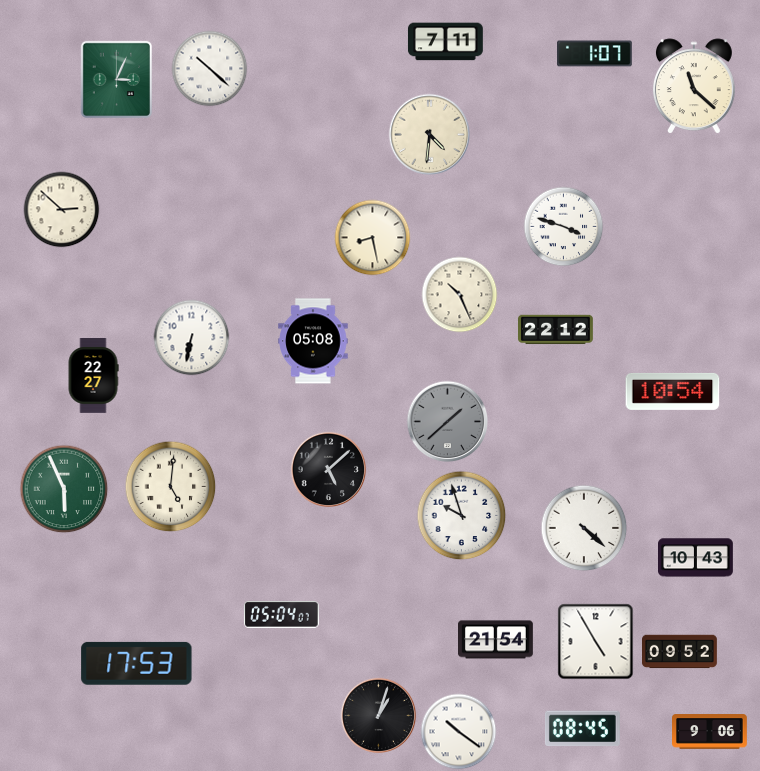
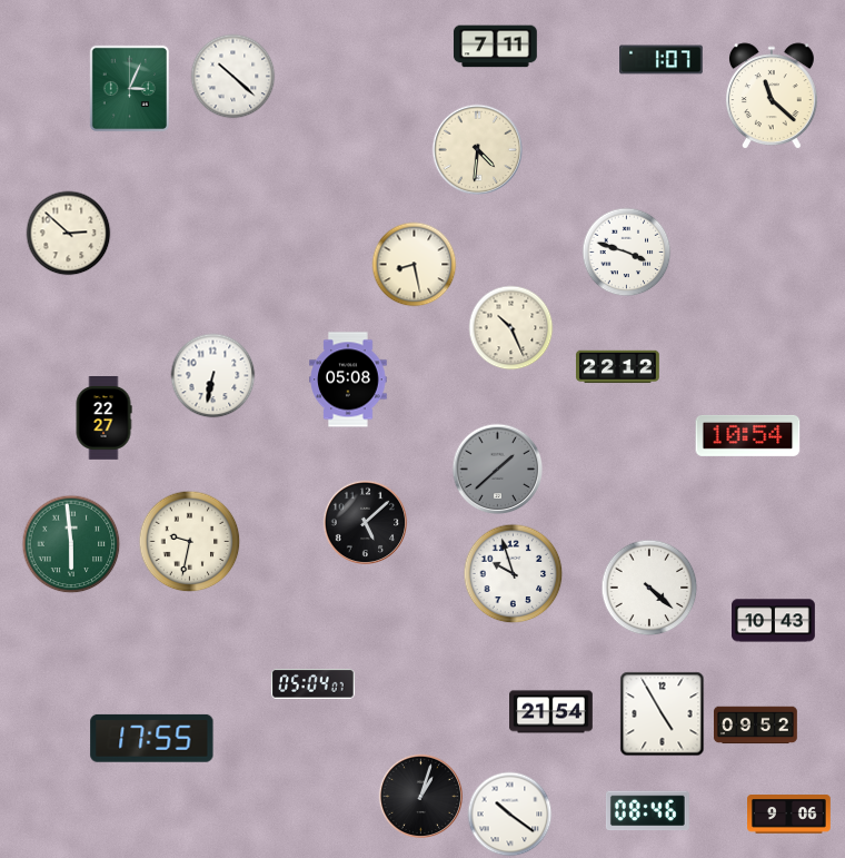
clock at (171, 487): 5:01 -> 9:32
clock at (64, 489): 5:56 -> 5:59
clock at (137, 663): 17:53 -> 17:55
clock at (582, 729): 08:45 -> 08:46
